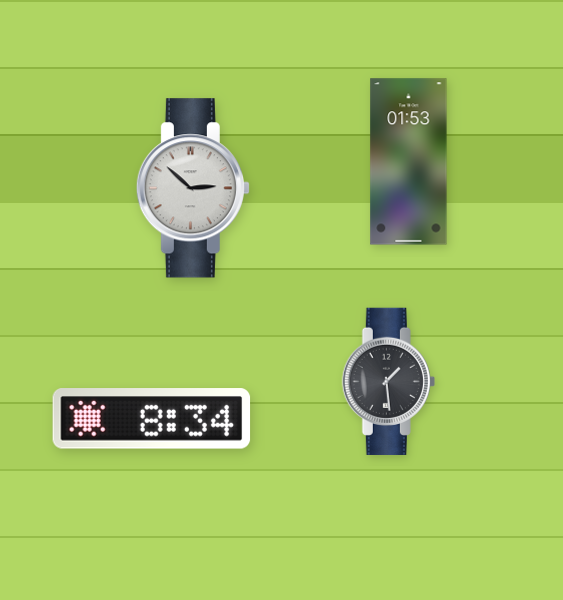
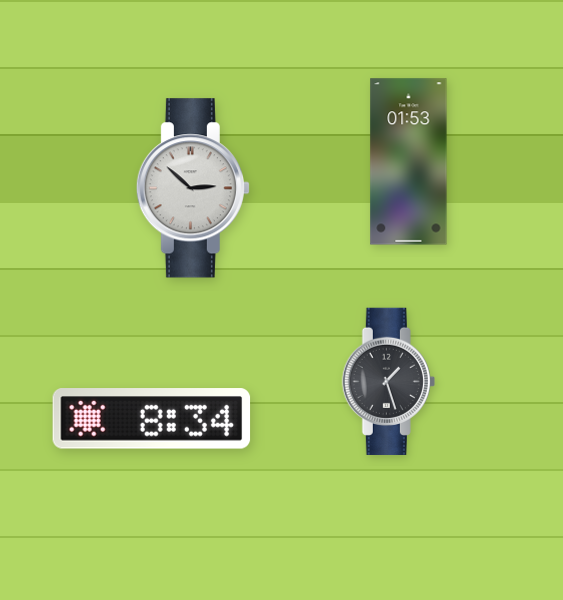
clock at (388, 381): 1:29 -> 1:27
